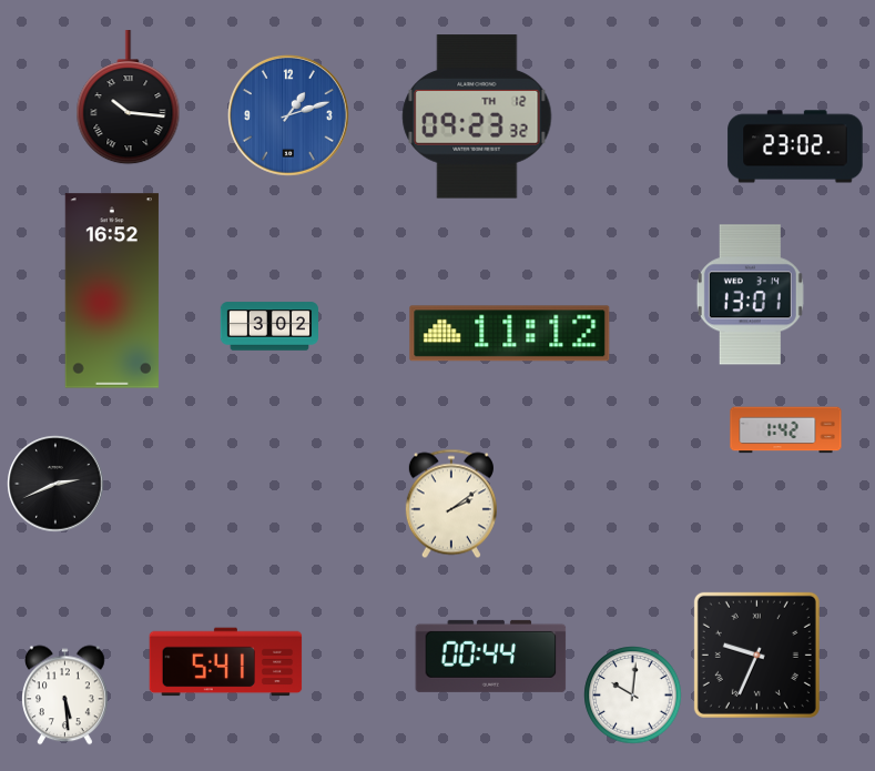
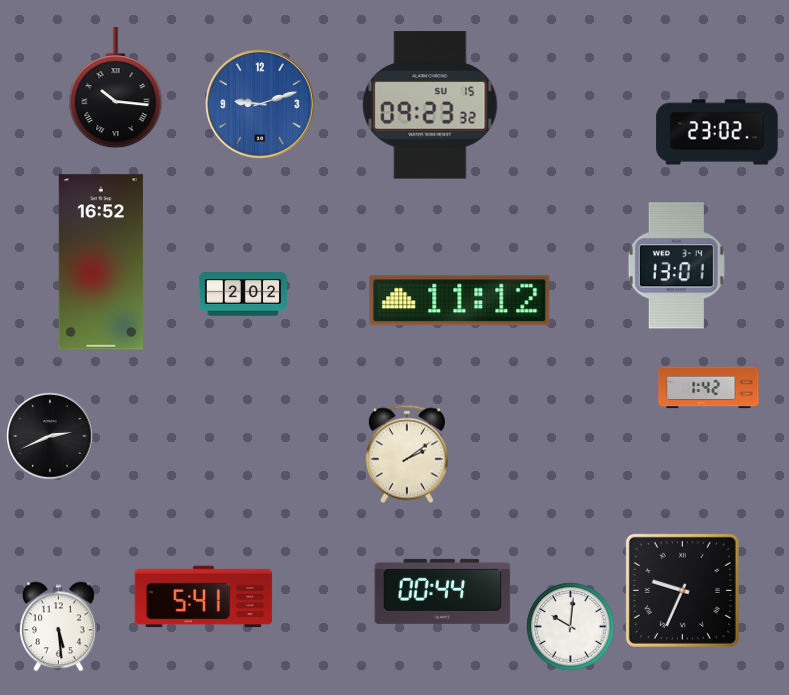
clock at (289, 116): 1:12 -> 9:12
clock at (477, 116) date: TH 12 -> SU 15
clock at (268, 326): 3:02 -> 2:02
